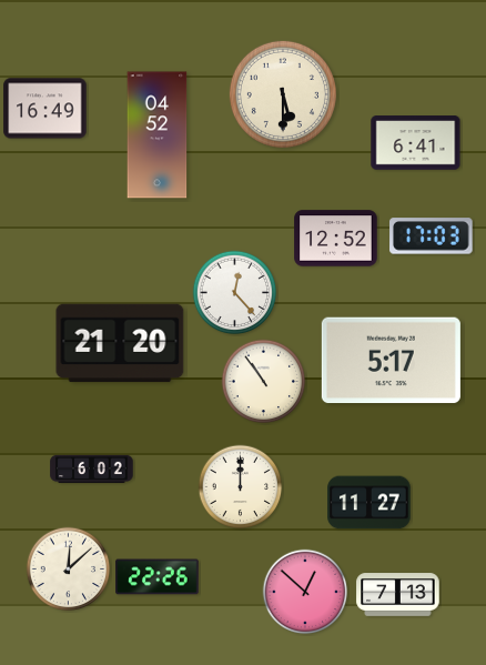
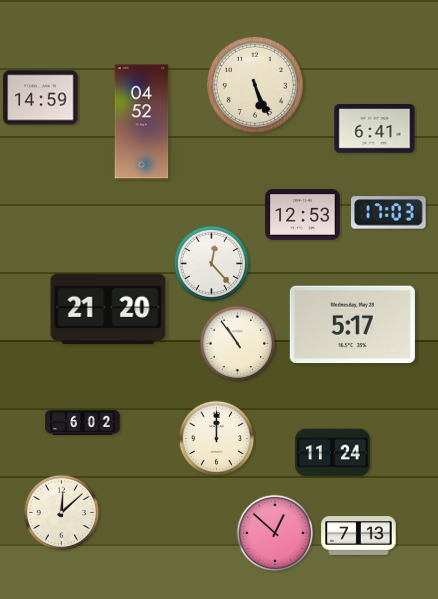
clock at (283, 94): 5:30 -> 5:26
clock at (45, 109): 16:49 -> 14:59
clock at (336, 239): 12:52 -> 12:53
clock at (369, 503): 11:27 -> 11:24
clock at (158, 577): 22:26 -> none
